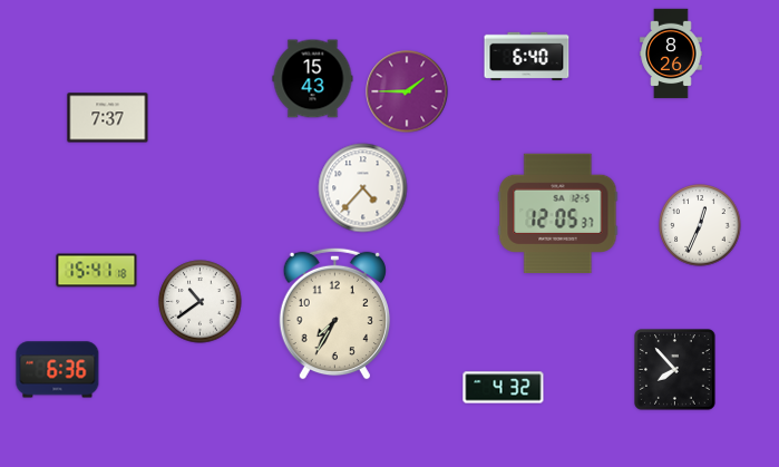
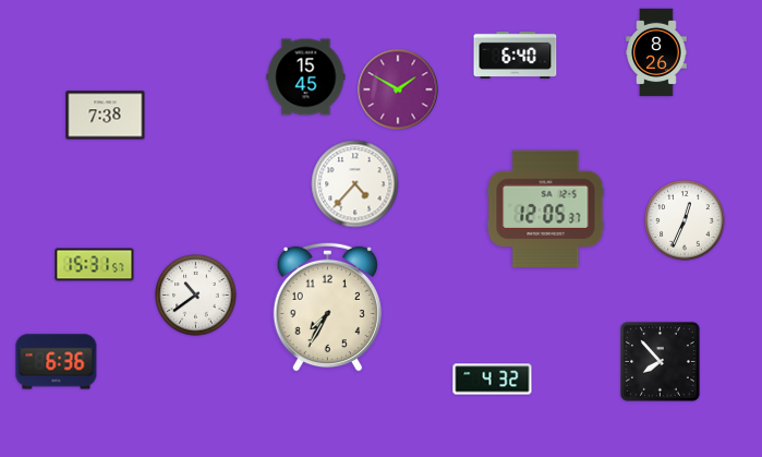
clock at (313, 79): 15:43 -> 15:45
clock at (407, 91): 1:45 -> 1:50
clock at (108, 118): 7:37 -> 7:38
clock at (97, 271): 15:41 -> 15:31
